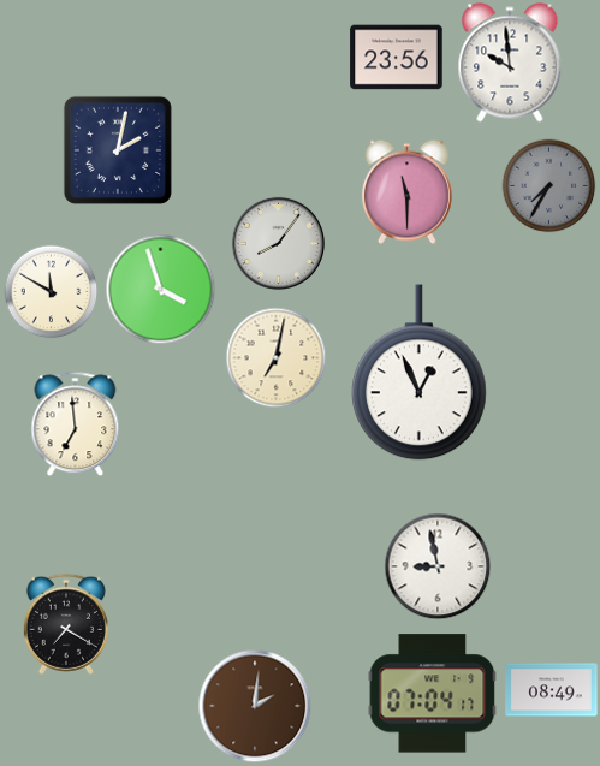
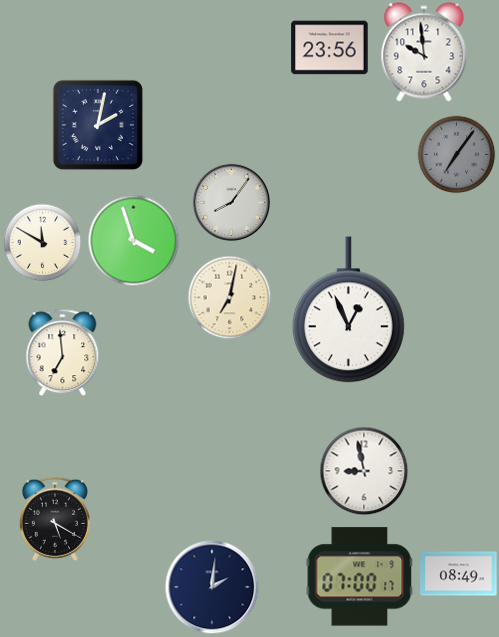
clock at (548, 185): 7:35 -> 7:06
clock at (406, 191): 11:30 -> none
clock at (66, 624): 7:20 -> 5:20
clock at (433, 694): 07:04 -> 07:00
clock at (255, 706) dial: brown -> navy
